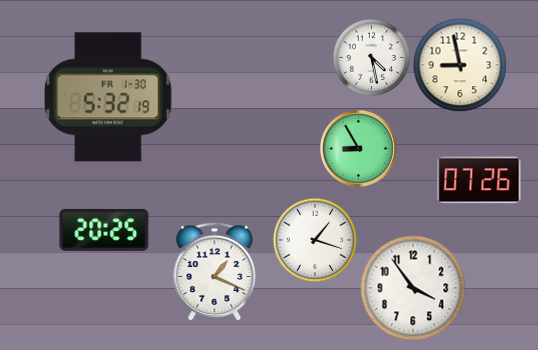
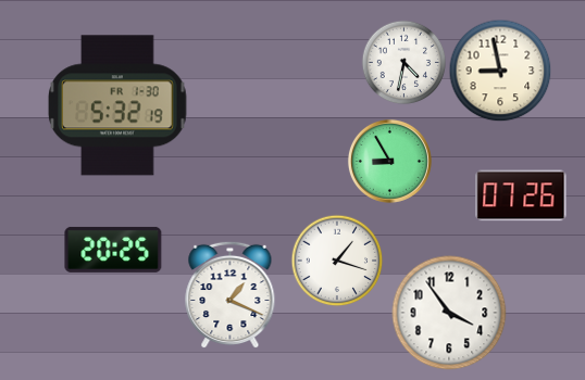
clock at (371, 57): 4:28 -> 4:32
clock at (315, 240) position: (315, 240) -> (337, 261)
clock at (215, 271) position: (215, 271) -> (231, 294)
